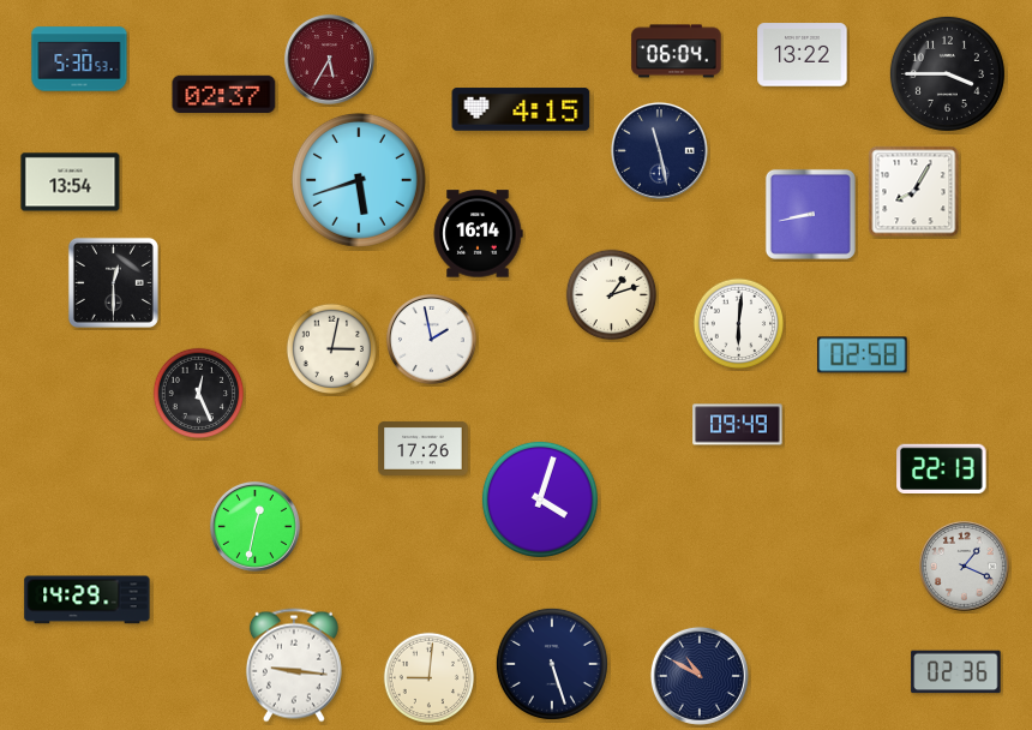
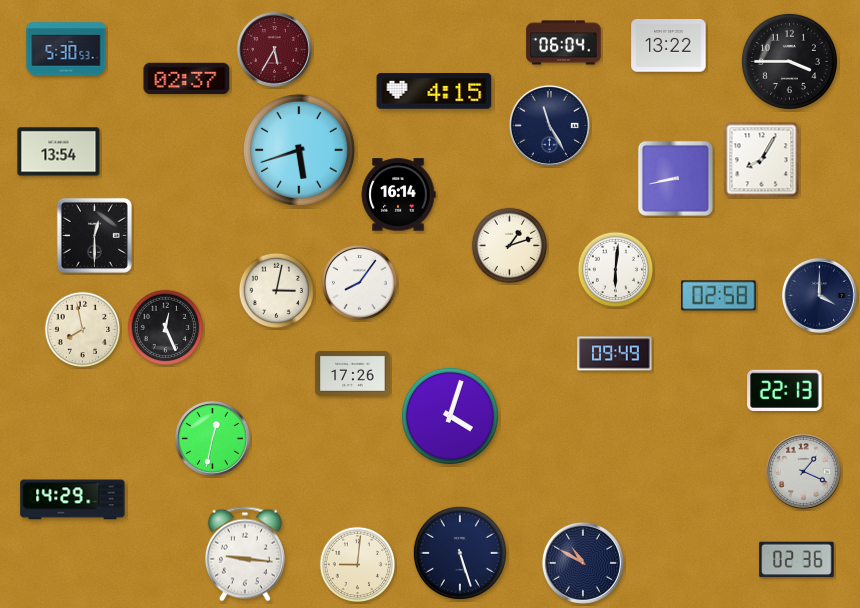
clock at (659, 150): 11:28 -> 11:25
clock at (431, 339): 1:58 -> 8:06
clock at (819, 295): none -> 4:00
clock at (83, 330): none -> 7:58
